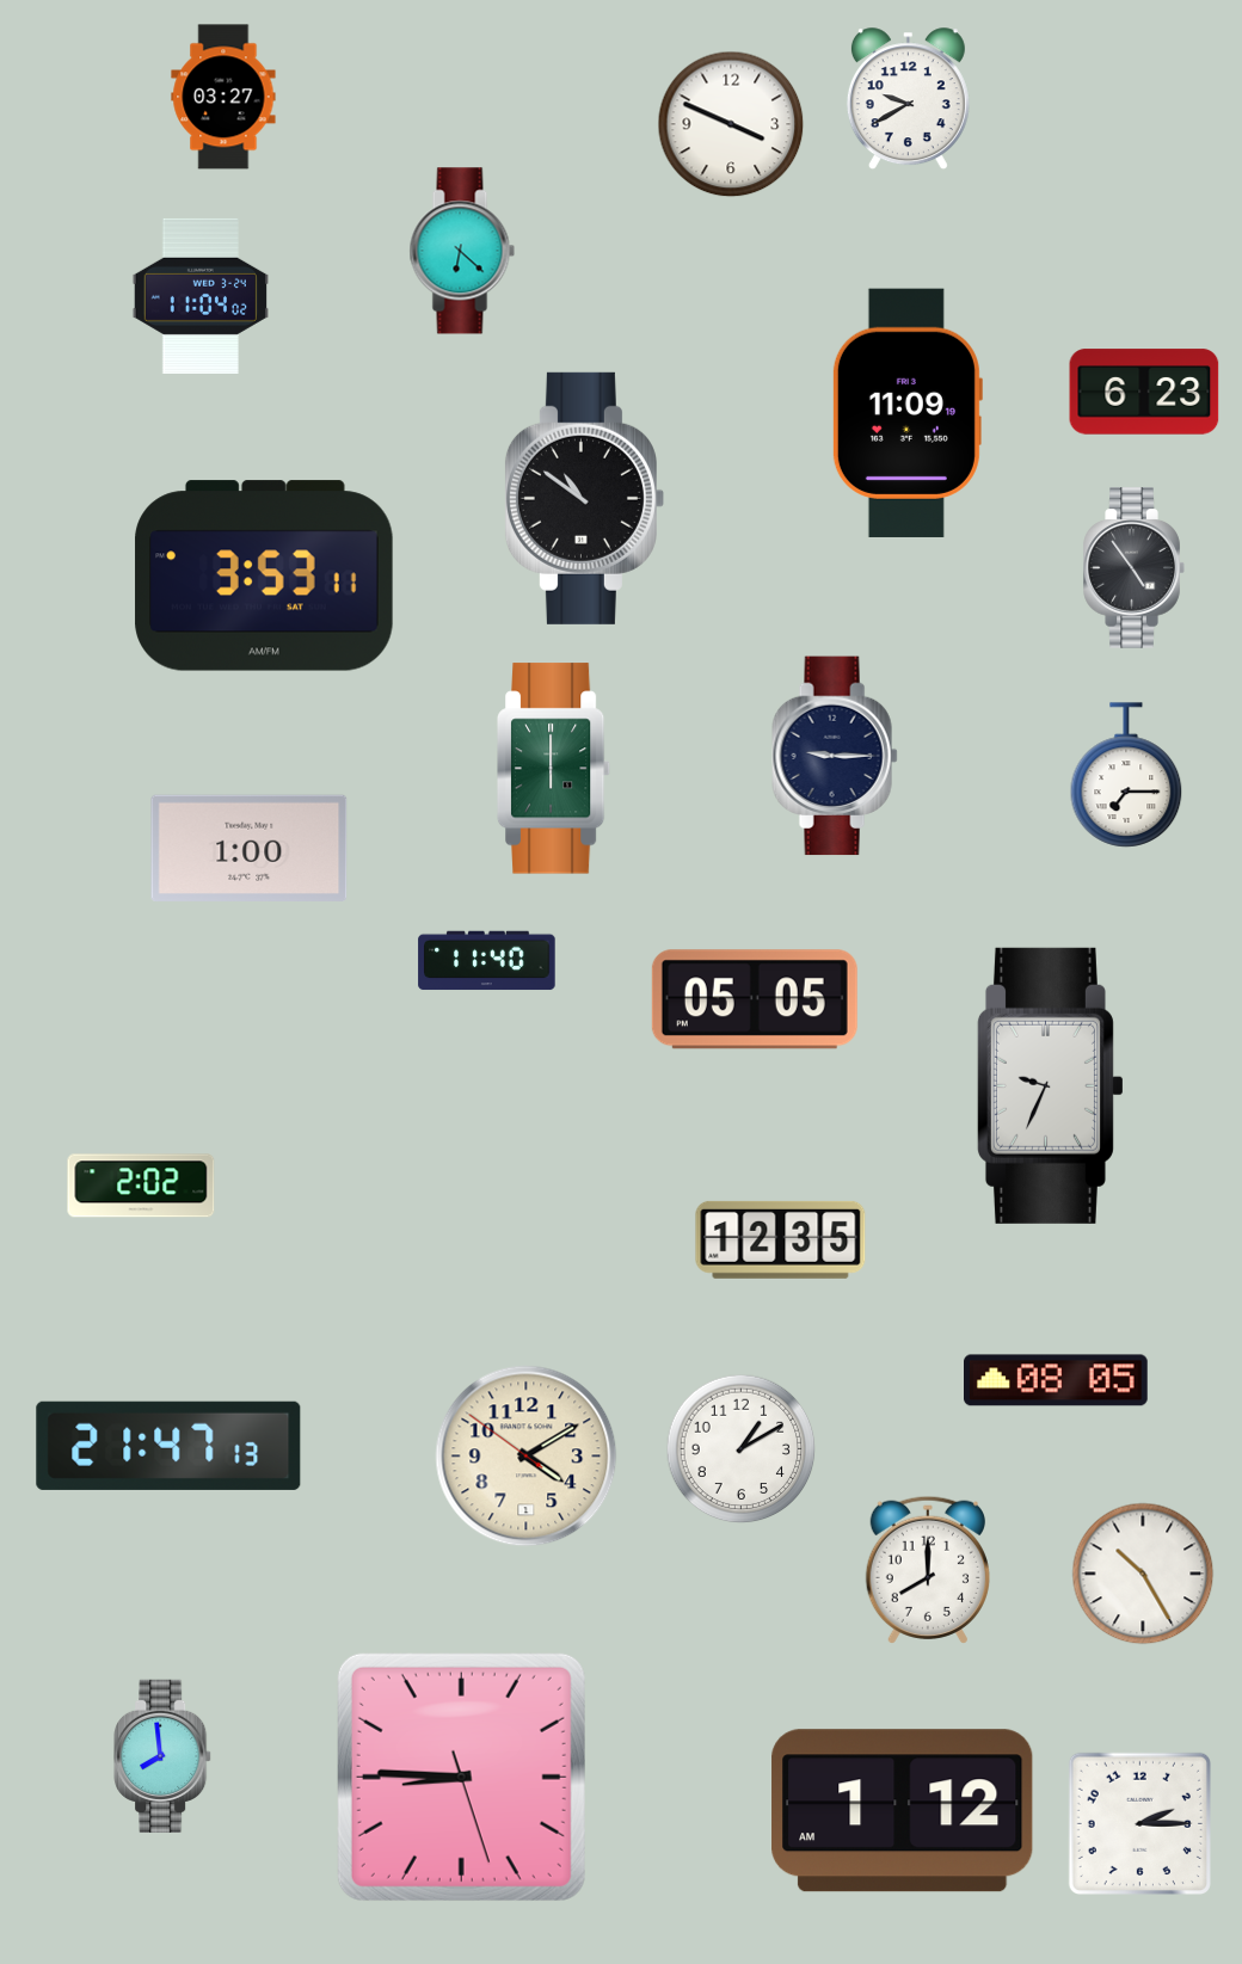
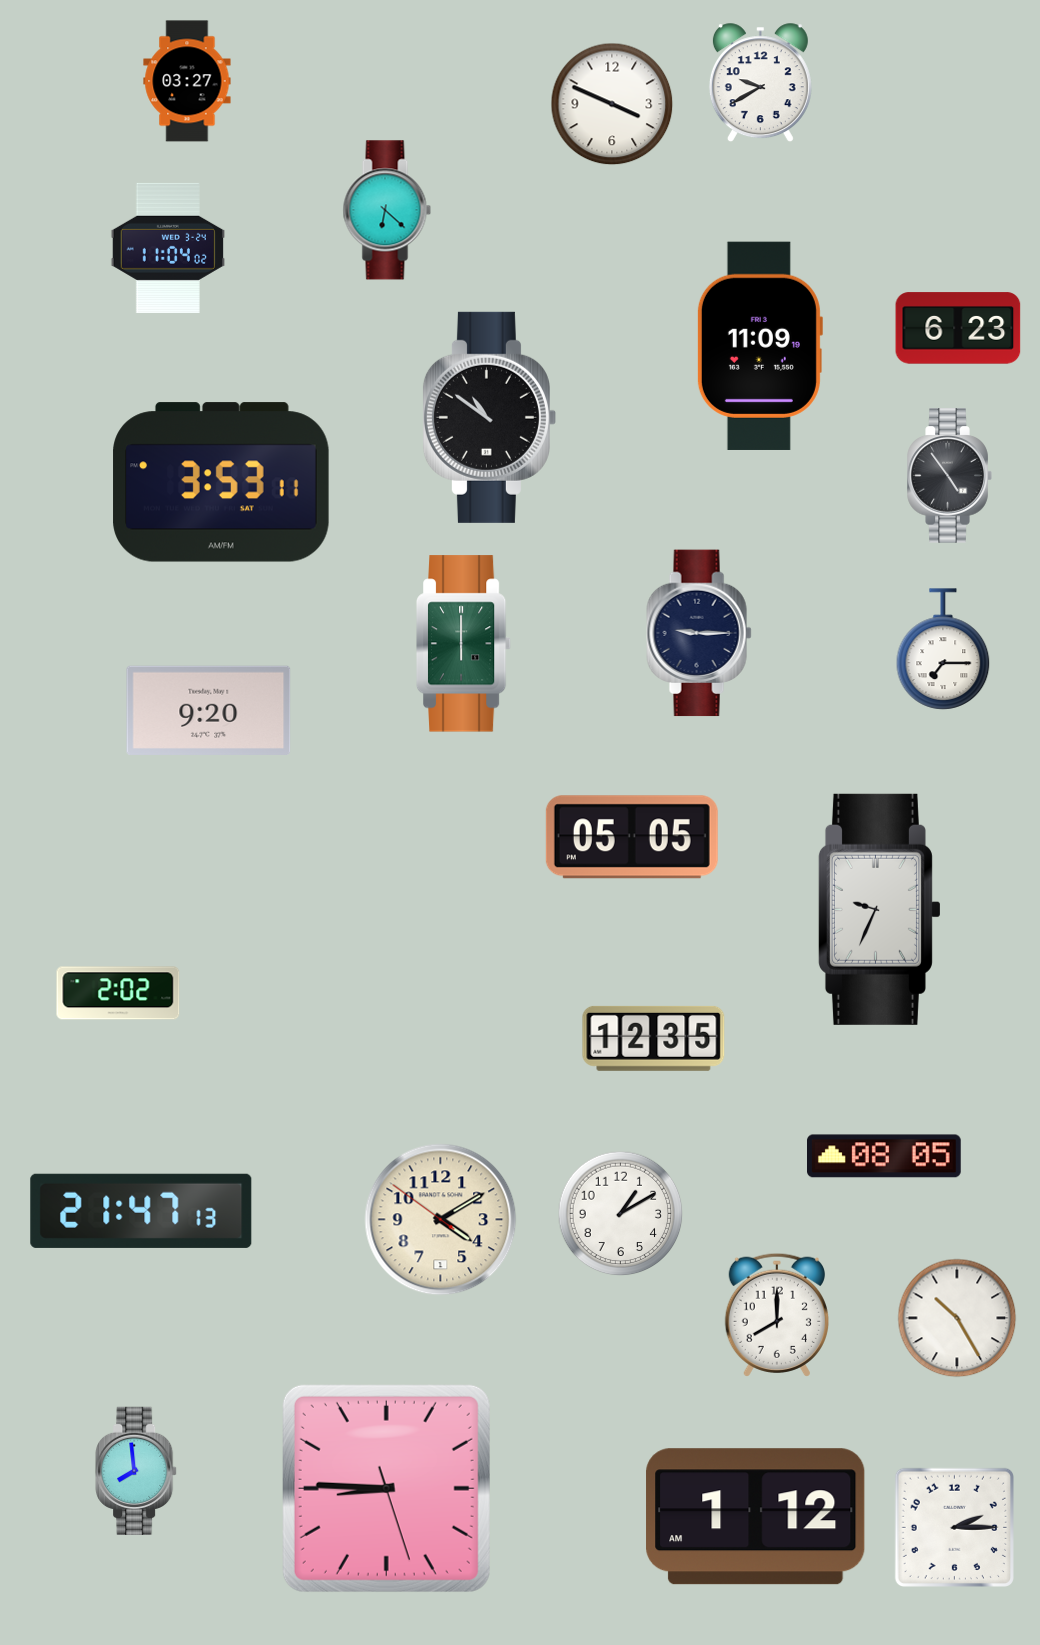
clock at (250, 848): 1:00 -> 9:20
clock at (487, 961): 11:40 -> none
